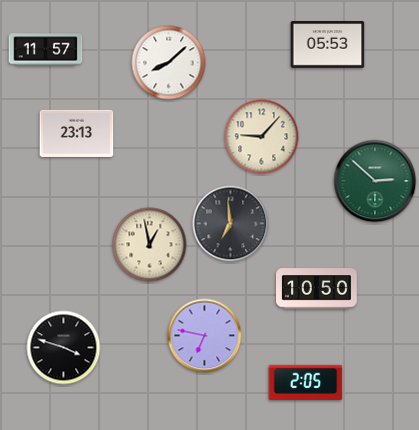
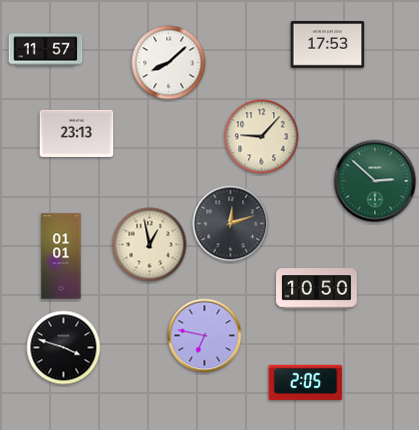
clock at (328, 45): 05:53 -> 17:53
clock at (231, 224): 6:59 -> 12:12
clock at (61, 256): none -> 01:01
